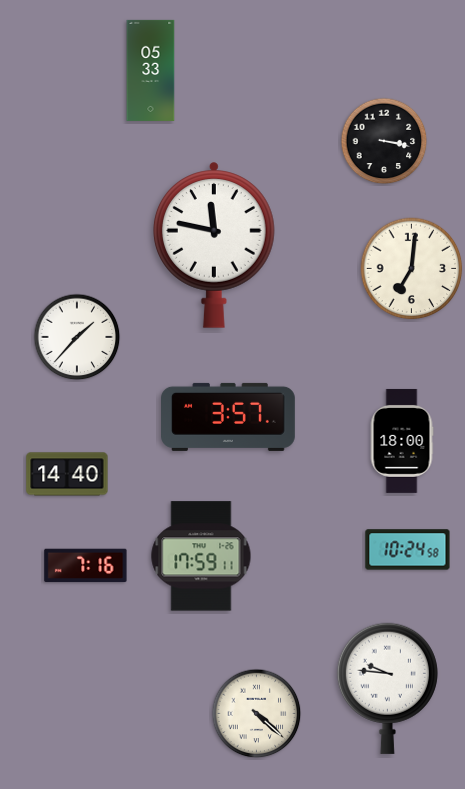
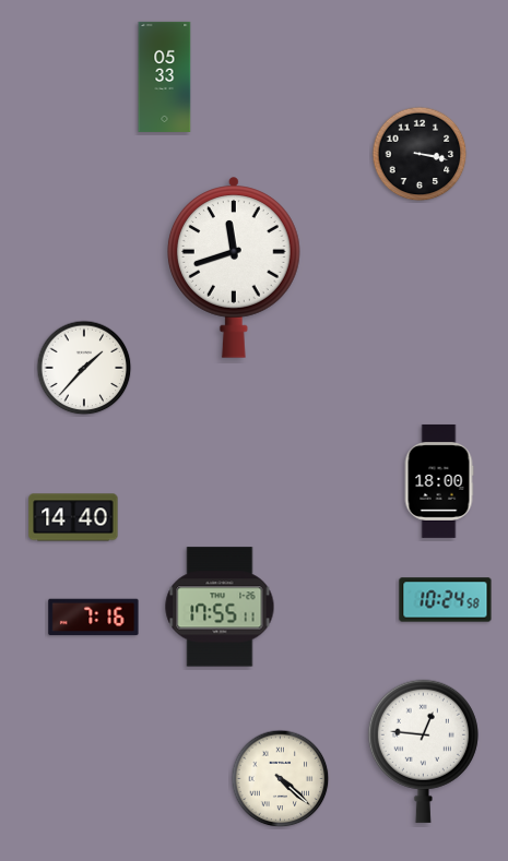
clock at (215, 245): 11:47 -> 11:42
clock at (412, 269): 7:01 -> none
clock at (229, 417): 3:57 -> none
clock at (201, 556): 17:59 -> 17:55
clock at (387, 688): 9:46 -> 12:46
